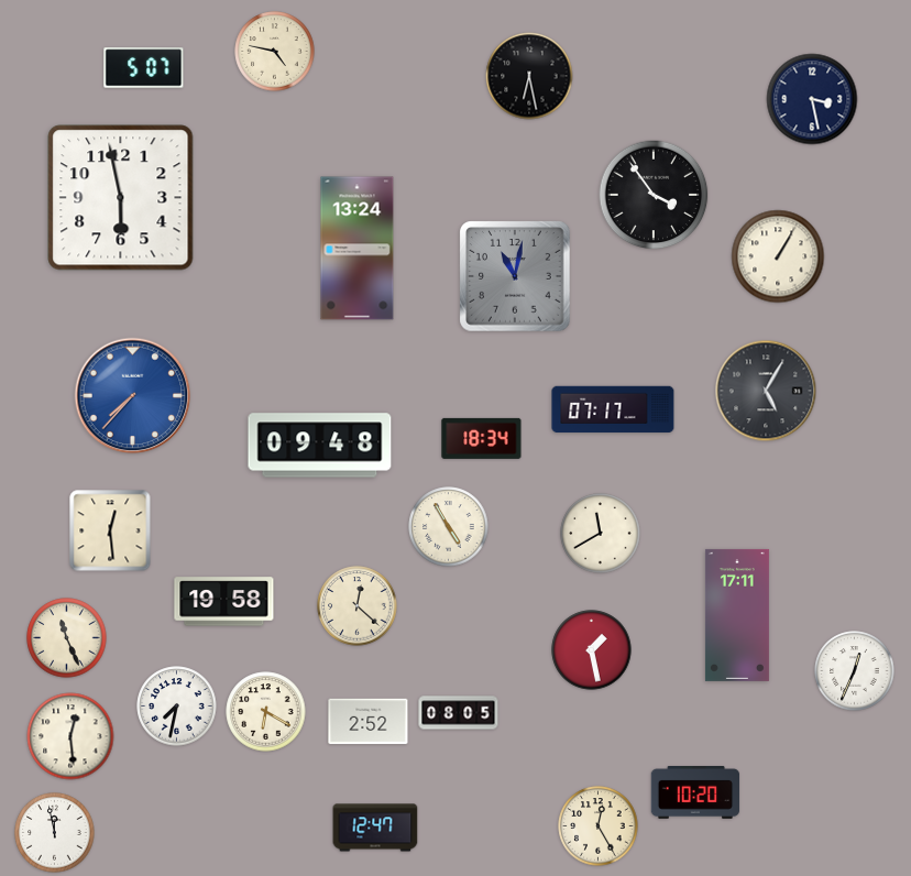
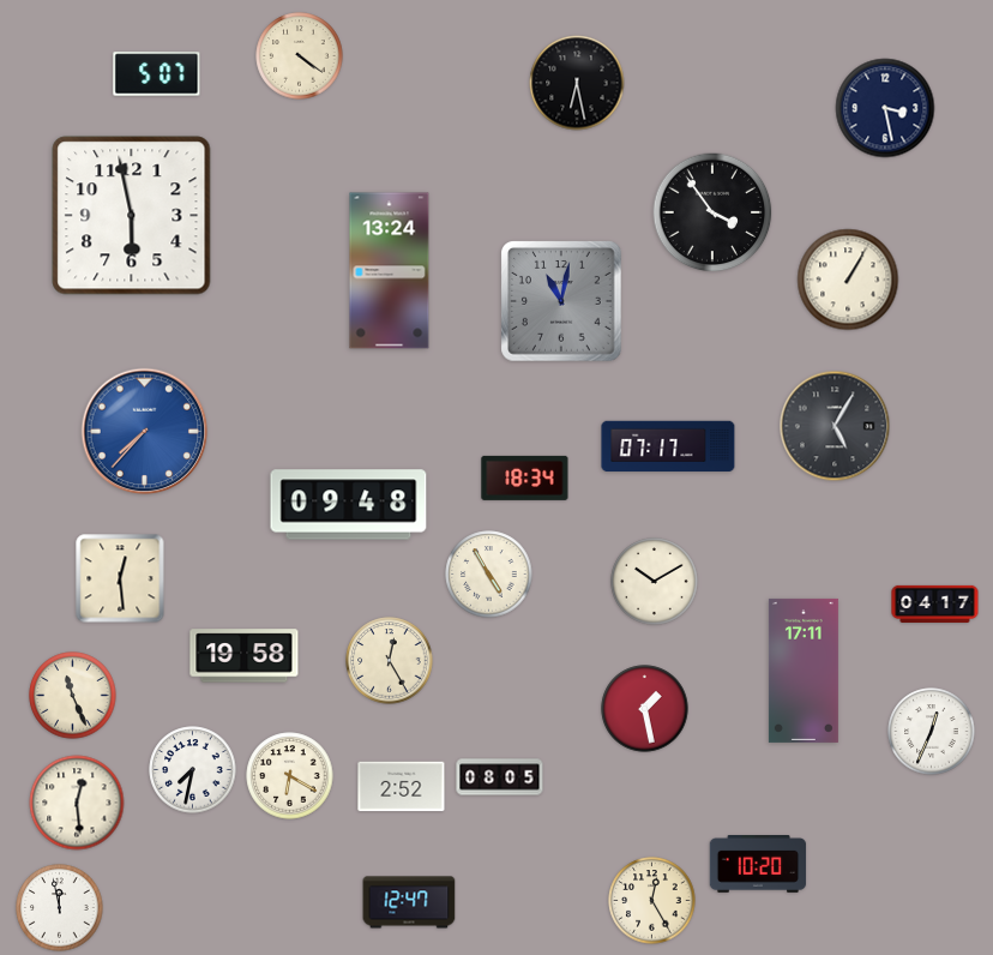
clock at (275, 52): 4:47 -> 4:21
clock at (320, 446) position: (320, 446) -> (349, 505)
clock at (601, 534): 11:40 -> 10:10
clock at (935, 603): none -> 04:17
clock at (358, 606): 12:22 -> 12:25
